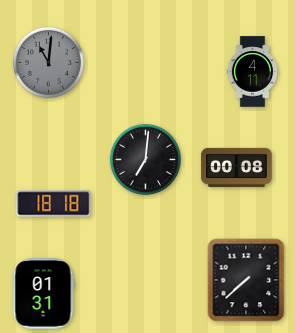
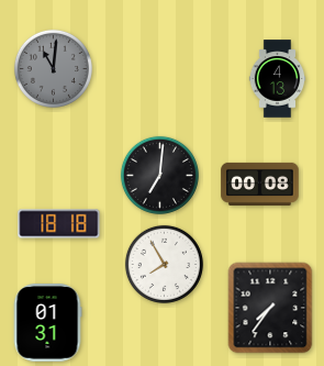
clock at (253, 72): 4:11 -> 4:13
clock at (164, 264): none -> 7:55
clock at (246, 280): 7:38 -> 7:36
